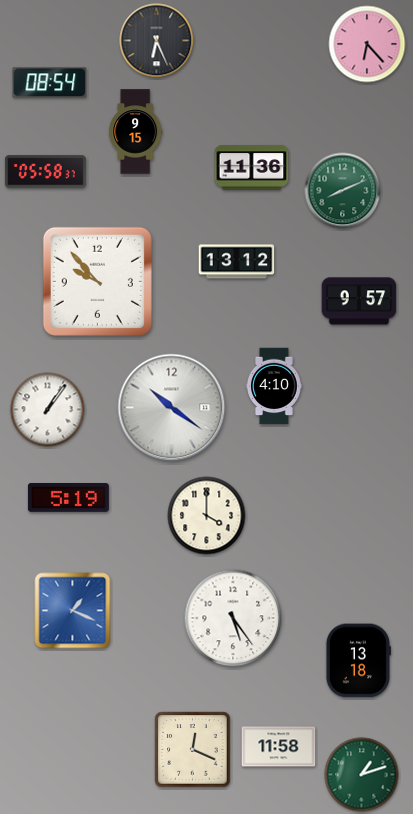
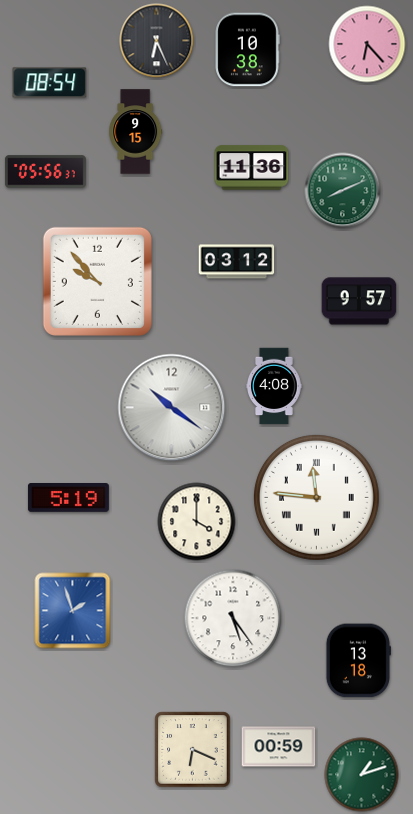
clock at (247, 50): none -> 10:38
clock at (45, 172): 05:58 -> 05:56
clock at (237, 262): 13:12 -> 03:12
clock at (274, 386): 4:10 -> 4:08
clock at (48, 410): 1:06 -> none
clock at (316, 497): none -> 11:46
clock at (207, 516) position: (207, 516) -> (197, 522)
clock at (73, 611): 1:19 -> 1:57
clock at (279, 747): 11:58 -> 00:59
clock at (193, 750): 12:19 -> 6:19
